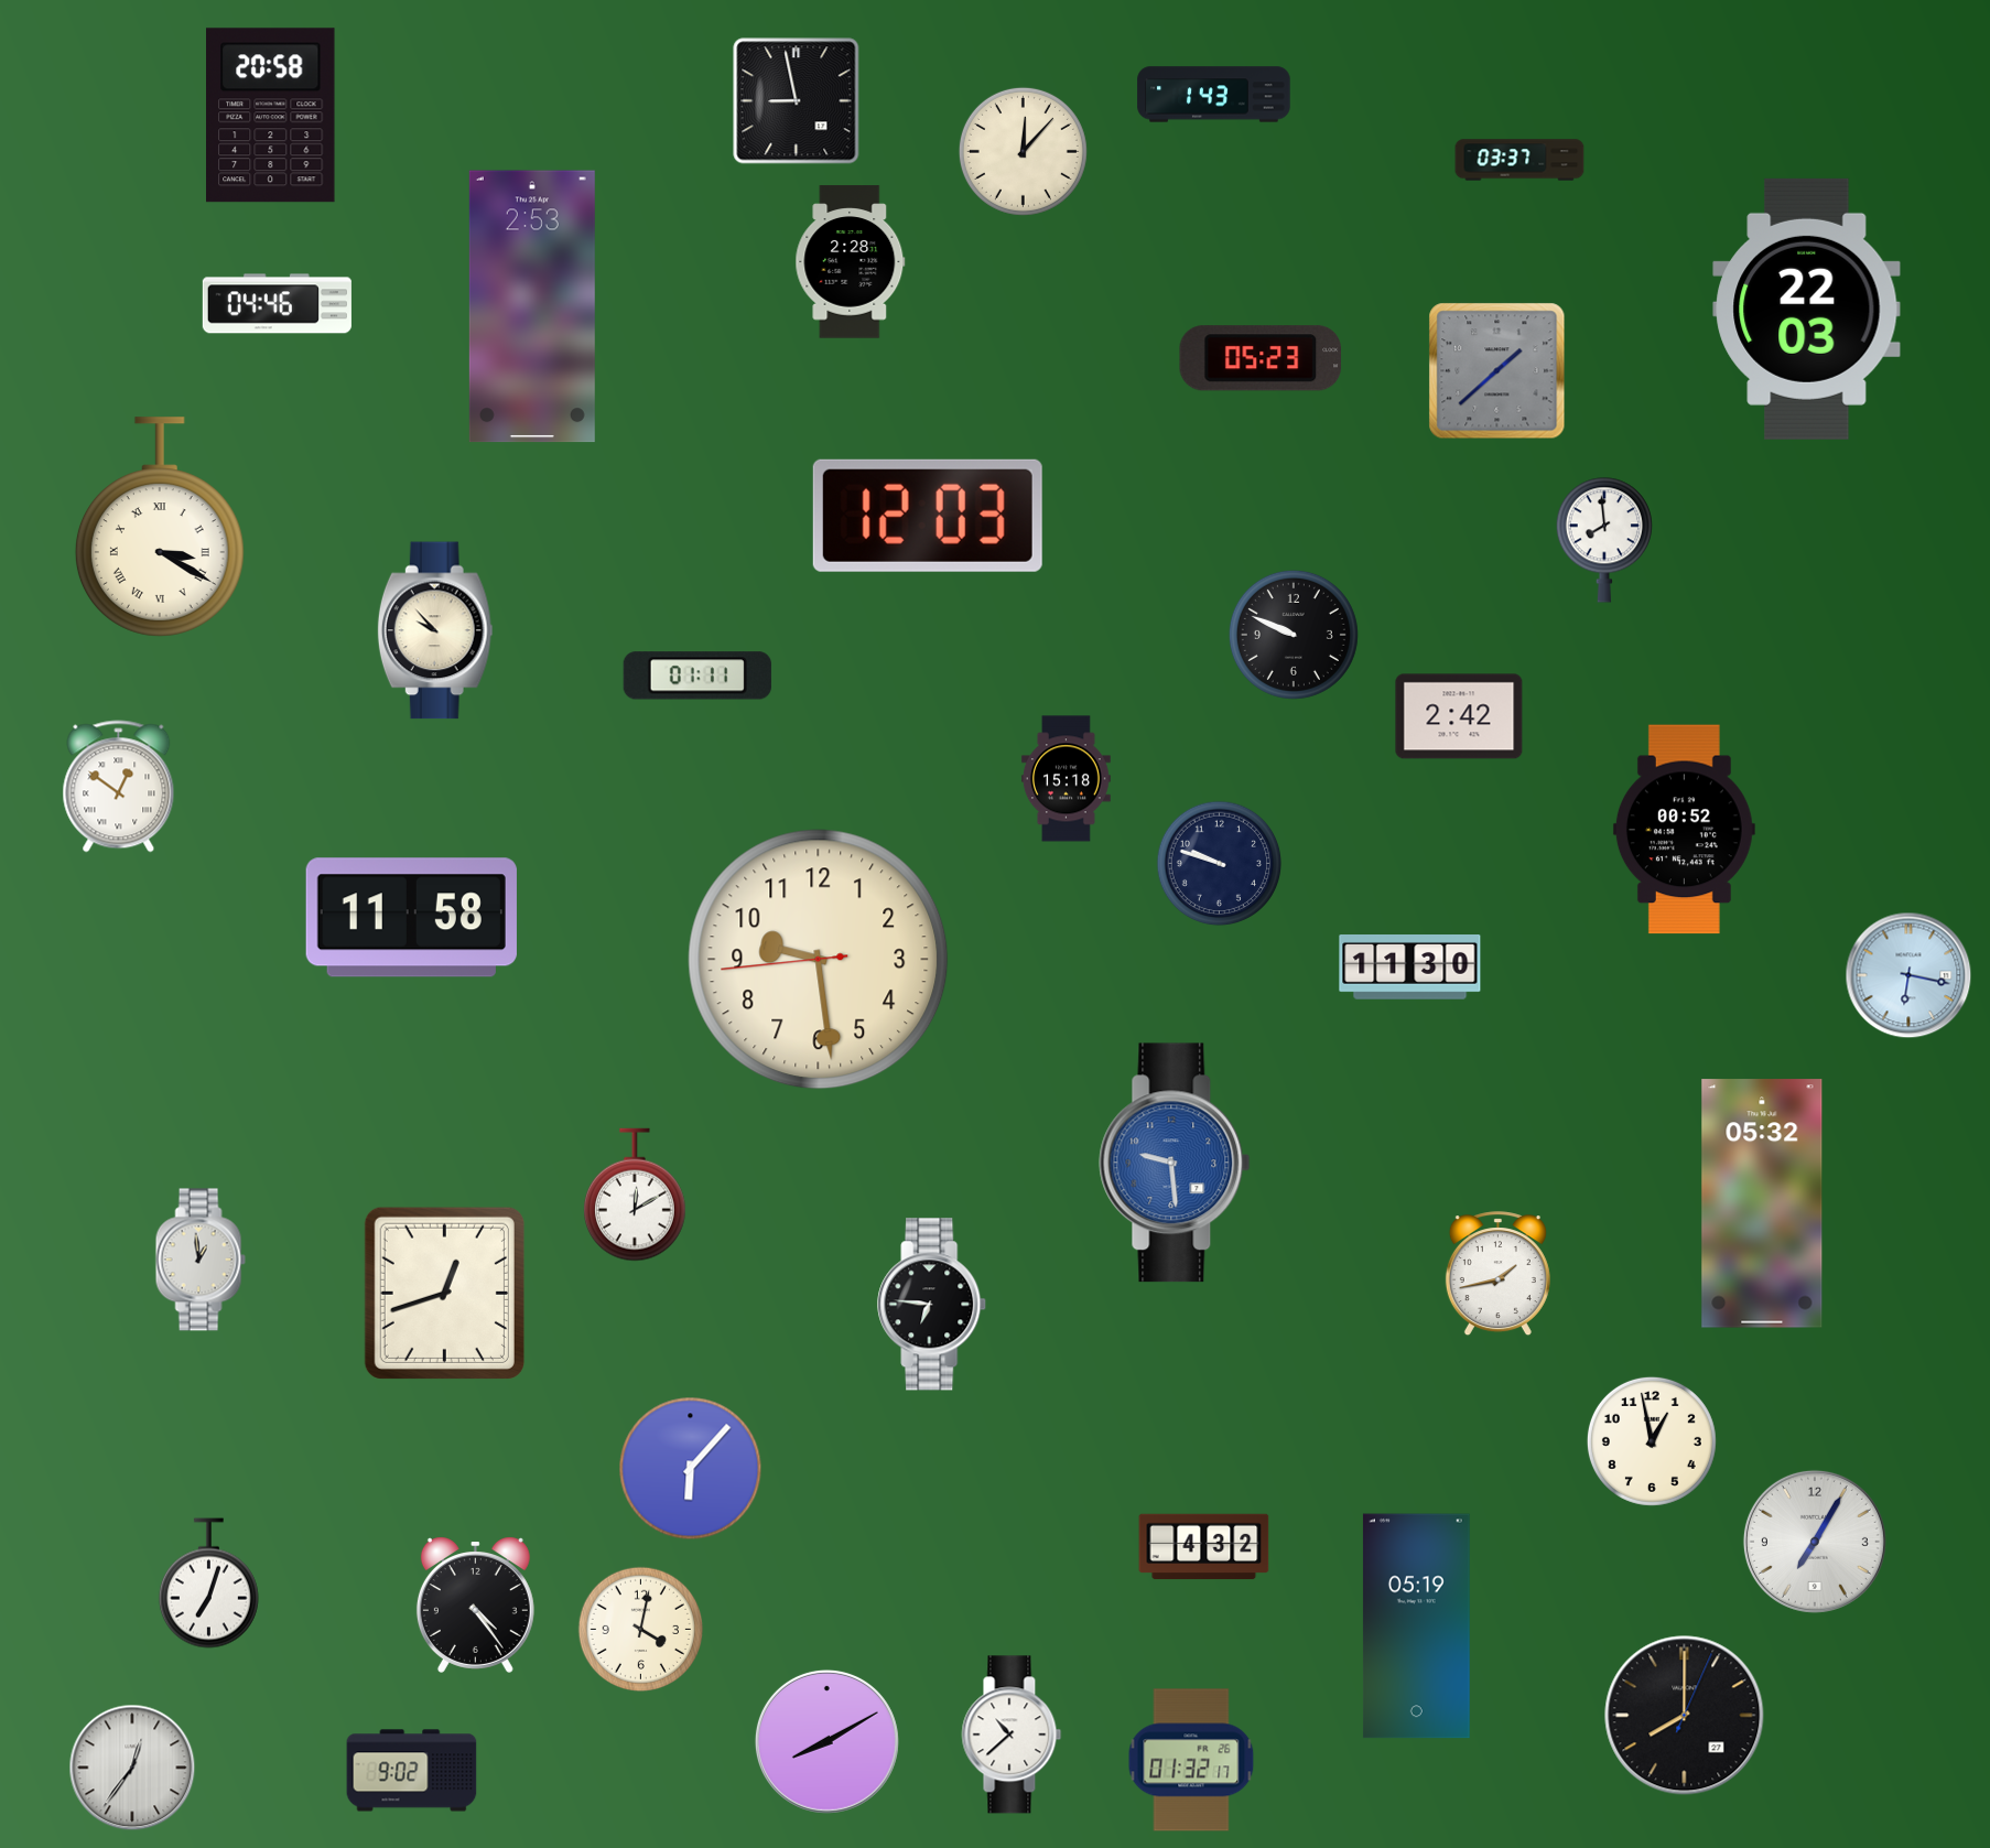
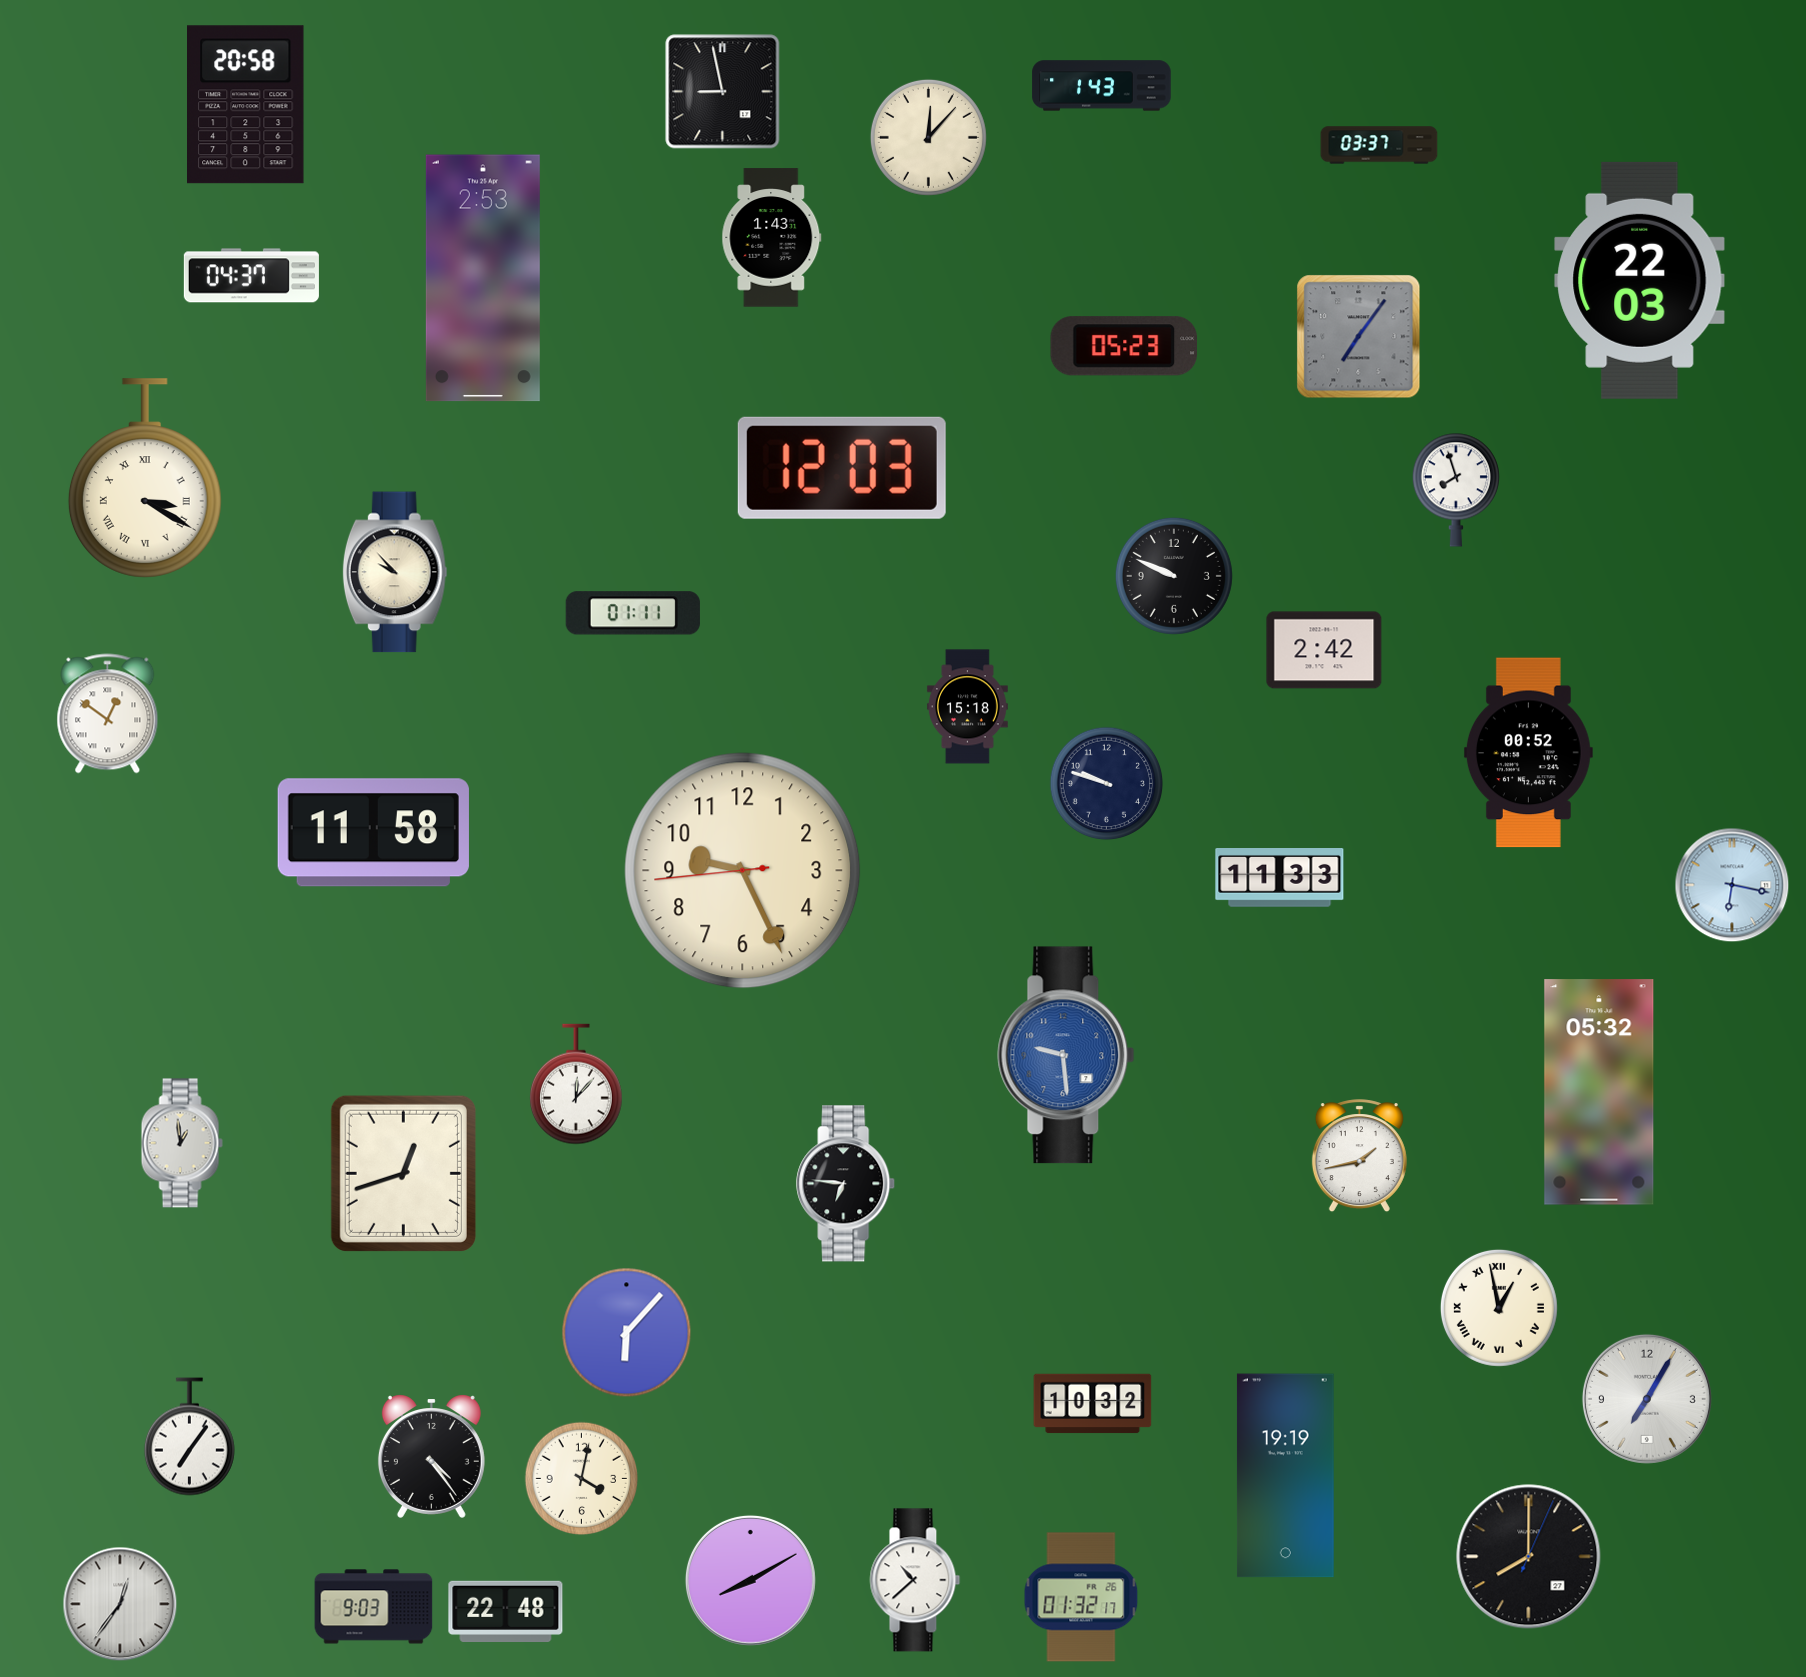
clock at (851, 262): 2:28 -> 1:43
clock at (277, 304): 04:46 -> 04:37
clock at (1259, 358) position: (1259, 358) -> (1123, 346)
clock at (1497, 371): 1:38 -> 7:06
clock at (1604, 540): 7:59 -> 7:57
clock at (819, 960): 9:28 -> 9:25
clock at (1410, 968): 11:30 -> 11:33
clock at (636, 1195): 12:10 -> 12:07
clock at (1652, 1441) numerals: Arabic -> Roman
clock at (1204, 1547): 4:32 -> 10:32
clock at (208, 1584): 7:03 -> 7:06
clock at (1416, 1627): 05:19 -> 19:19
clock at (1012, 1734) position: (1012, 1734) -> (915, 1580)
clock at (412, 1771): 9:02 -> 9:03
clock at (506, 1611): none -> 22:48
